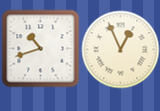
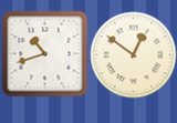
clock at (120, 49): 12:56 -> 12:51
